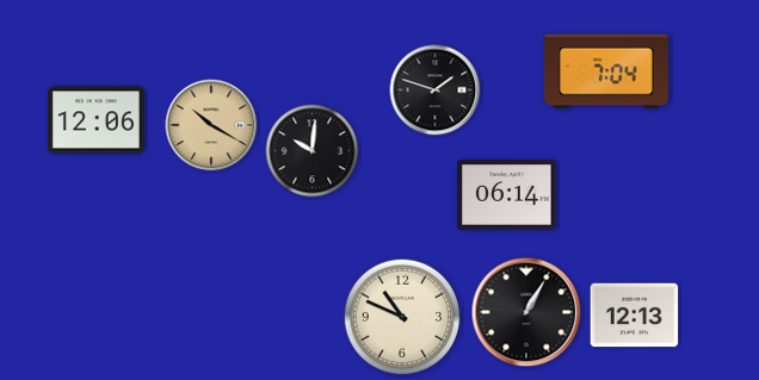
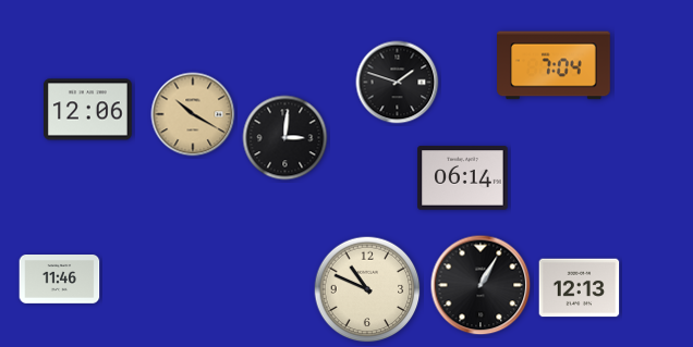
clock at (313, 151): 10:01 -> 3:01
clock at (60, 280): none -> 11:46
